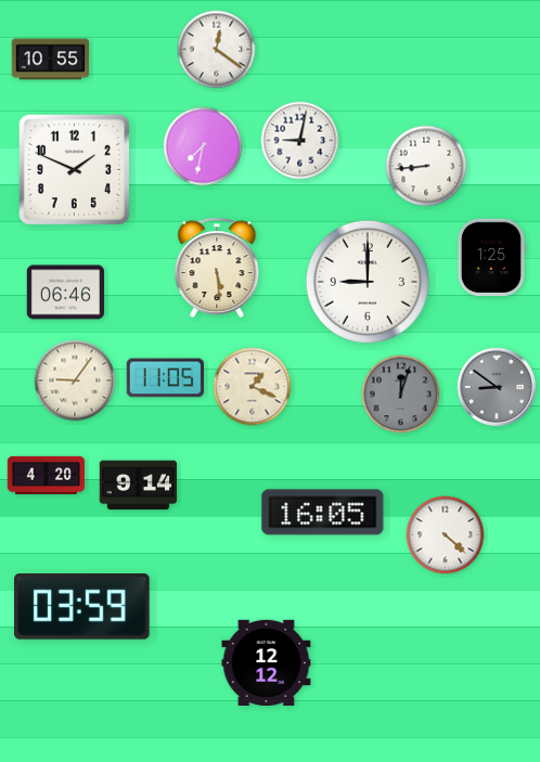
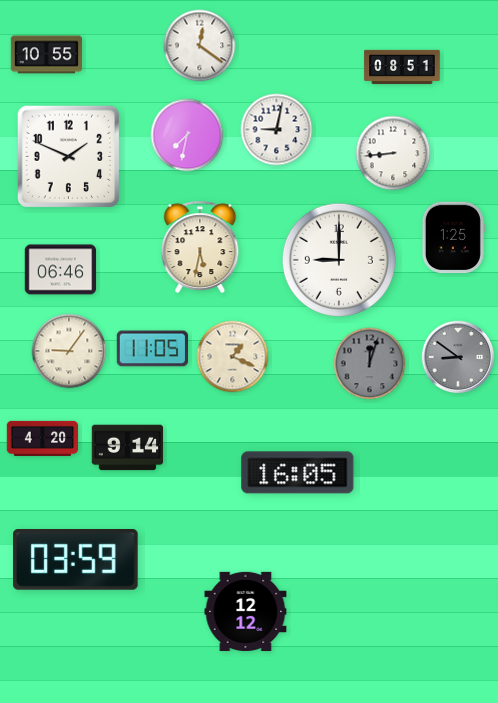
clock at (402, 67): none -> 08:51
clock at (217, 268): 5:29 -> 5:32
clock at (446, 535): 4:22 -> none
